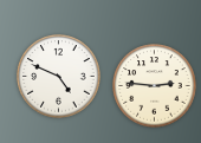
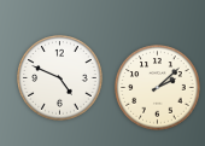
clock at (155, 86): 2:46 -> 2:08
